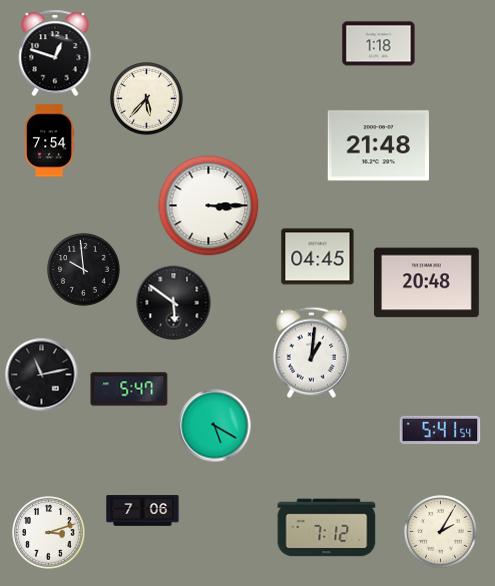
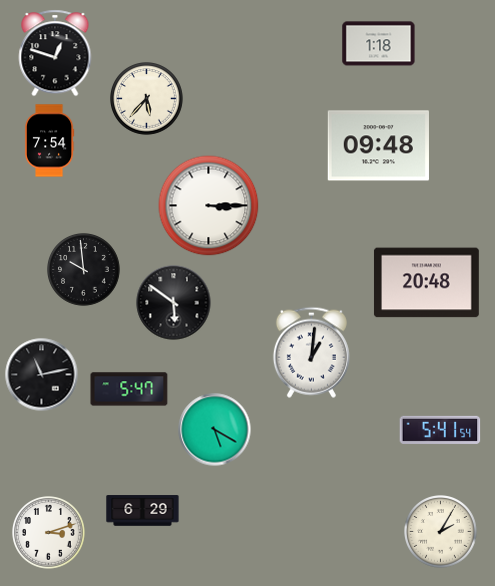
clock at (378, 146): 21:48 -> 09:48
clock at (318, 257): 04:45 -> none
clock at (215, 426) position: (215, 426) -> (215, 430)
clock at (143, 511): 7:06 -> 6:29
clock at (327, 528): 7:12 -> none
